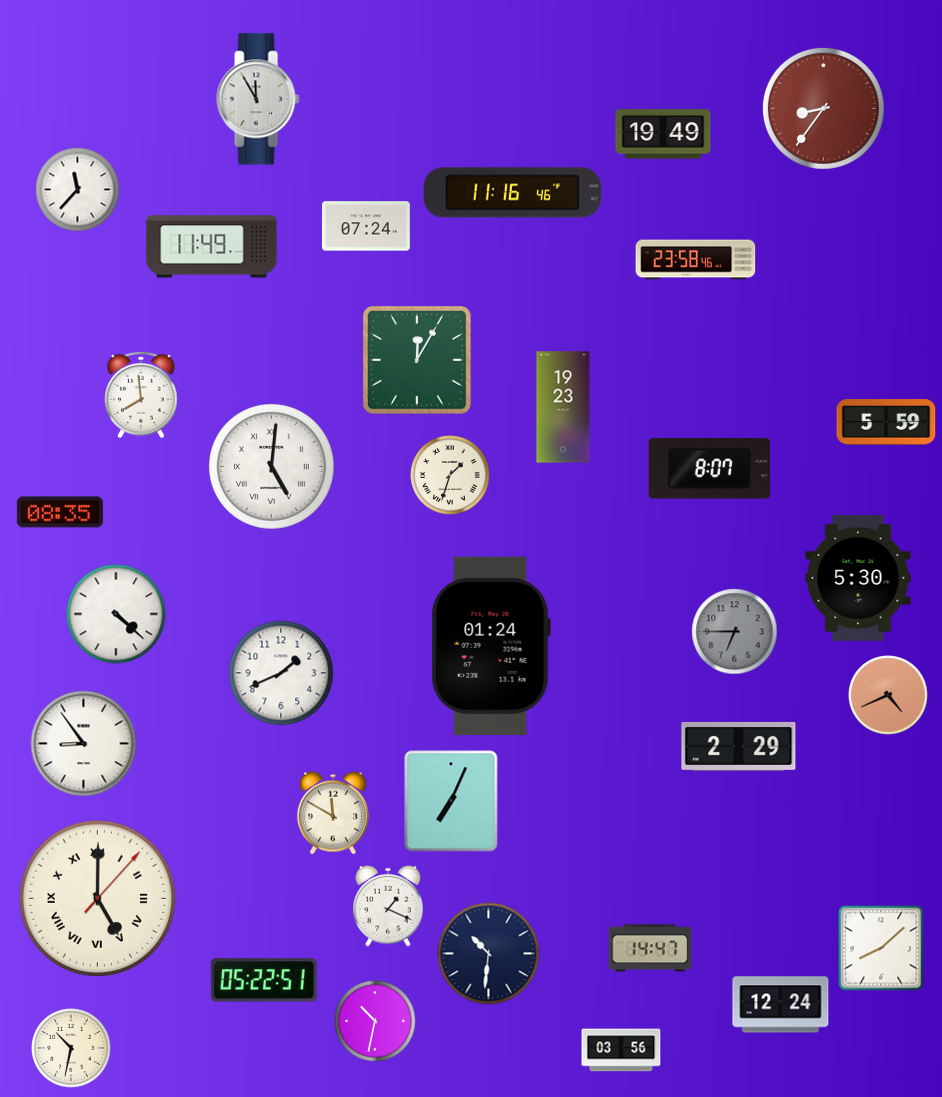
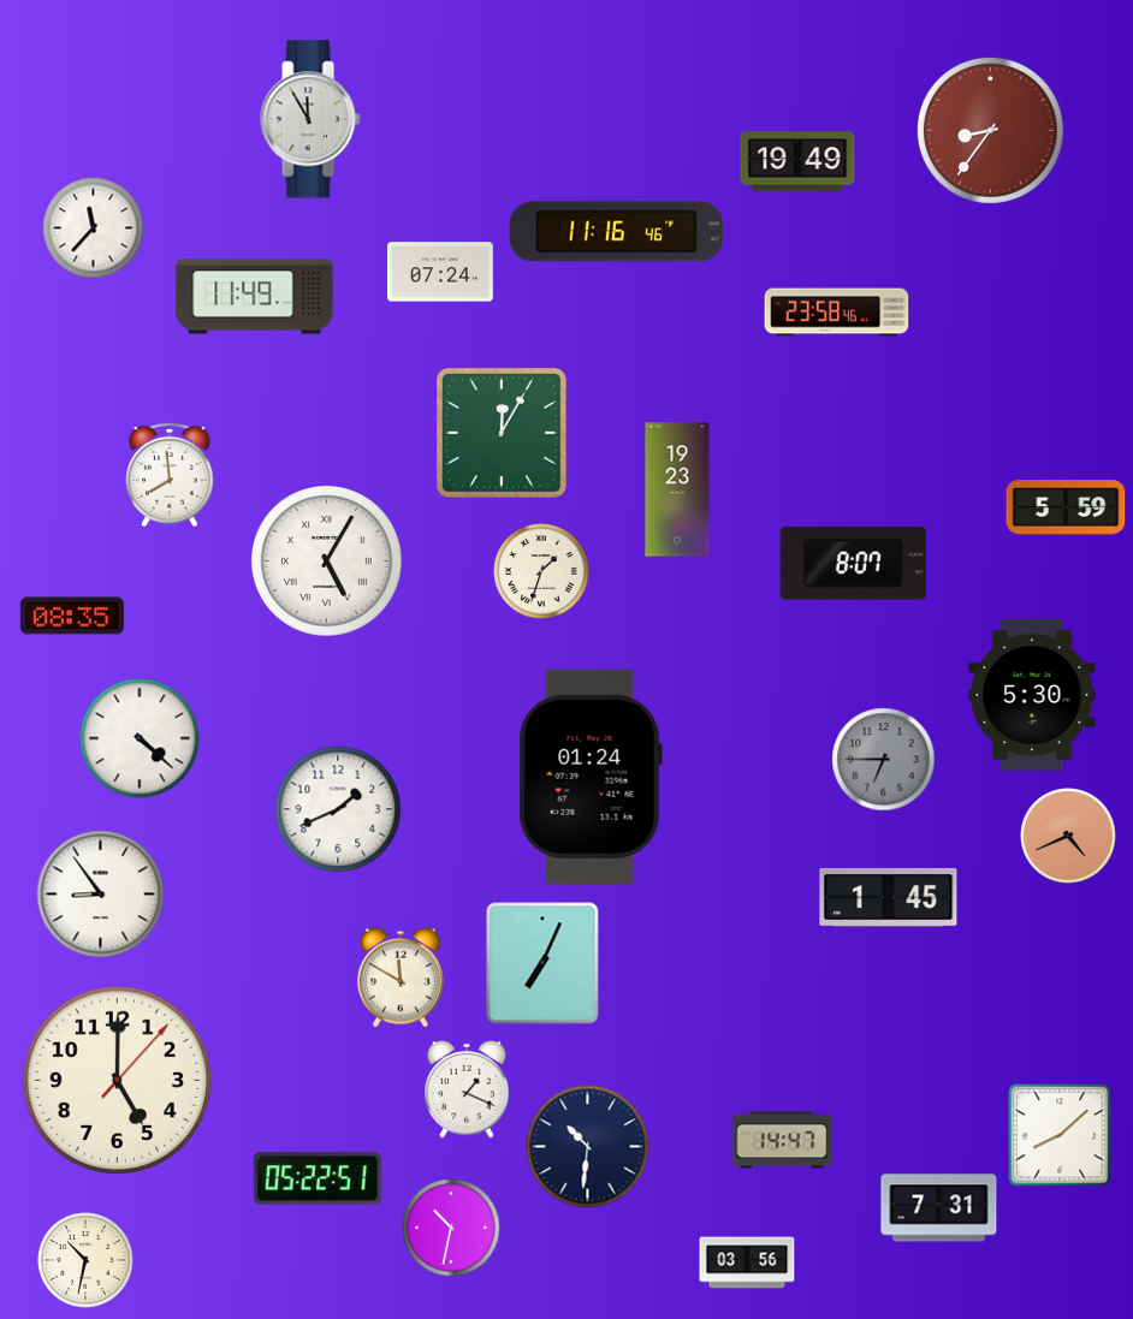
clock at (272, 467): 5:01 -> 5:05
clock at (739, 746): 2:29 -> 1:45
clock at (98, 899) numerals: Roman -> Arabic
clock at (881, 948) position: (881, 948) -> (1060, 1135)
clock at (781, 1005): 12:24 -> 7:31
